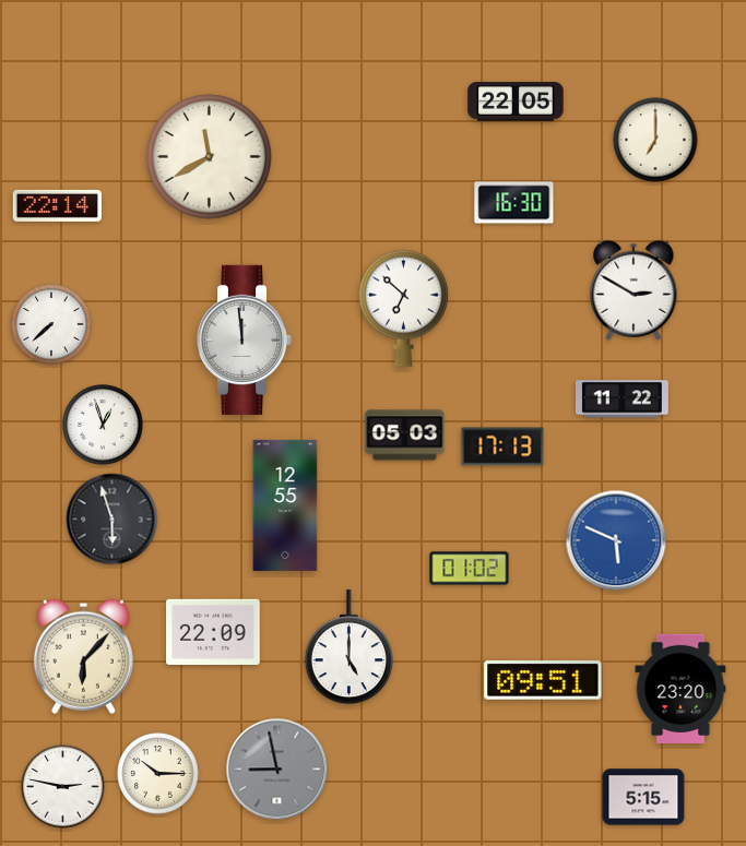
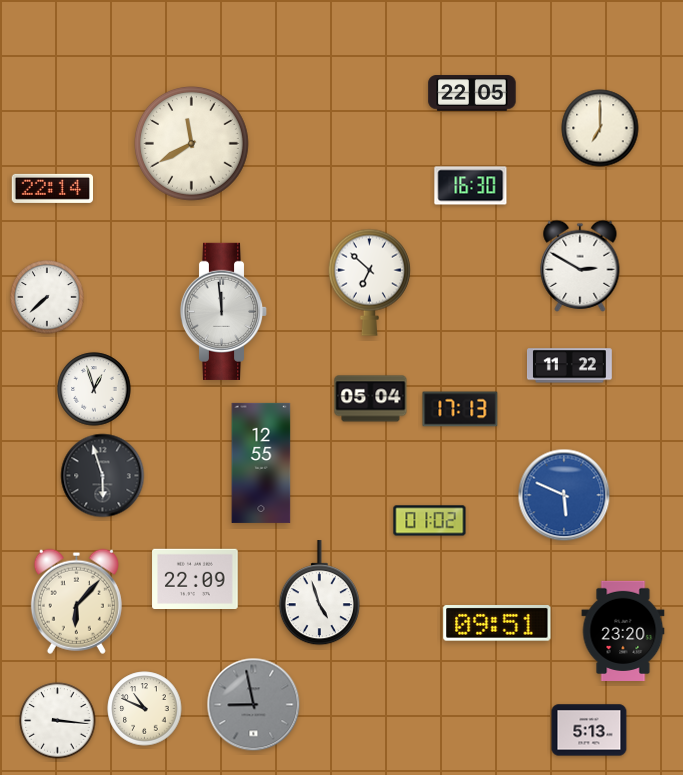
clock at (405, 436): 05:03 -> 05:04
clock at (348, 647): 5:00 -> 4:57
clock at (158, 774): 10:15 -> 10:49
clock at (63, 787): 2:47 -> 3:16
clock at (643, 797): 5:15 -> 5:13
